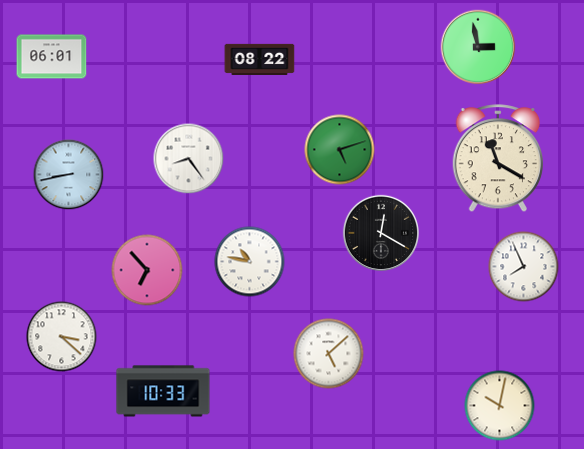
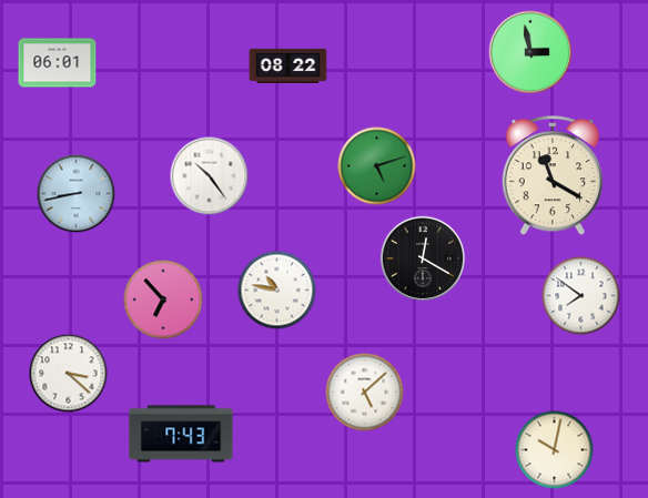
clock at (189, 159): 8:24 -> 10:24
clock at (524, 267): 7:56 -> 7:51
clock at (163, 391): 10:33 -> 7:43
